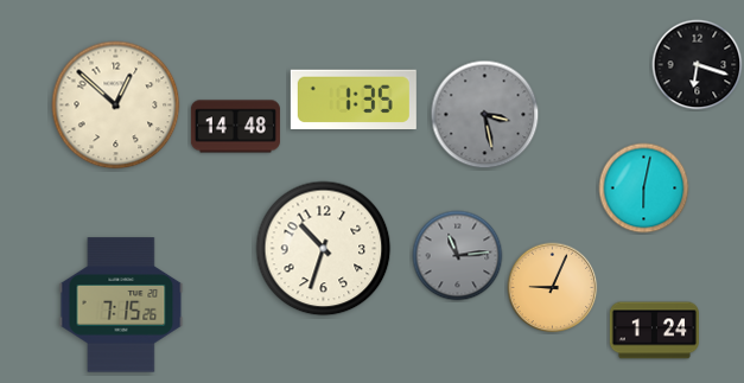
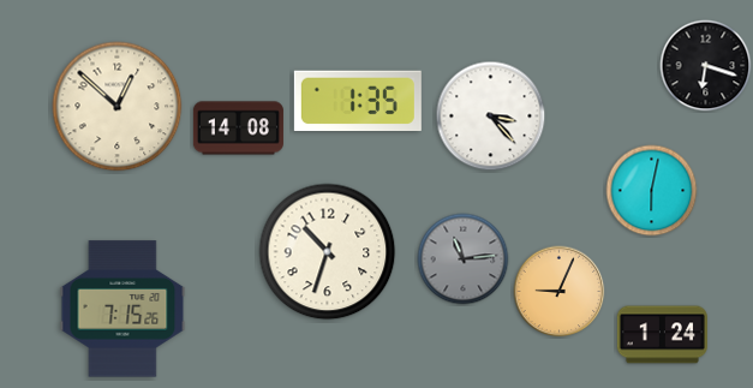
clock at (485, 115): 3:28 -> 3:23
clock at (485, 115) dial: grey -> white
clock at (235, 127): 14:48 -> 14:08
